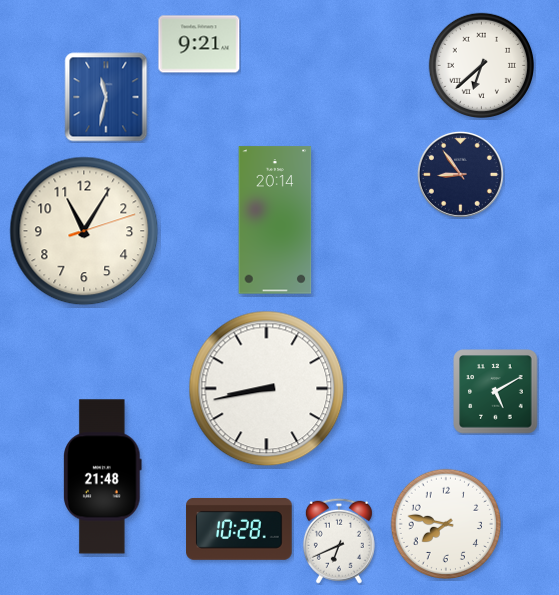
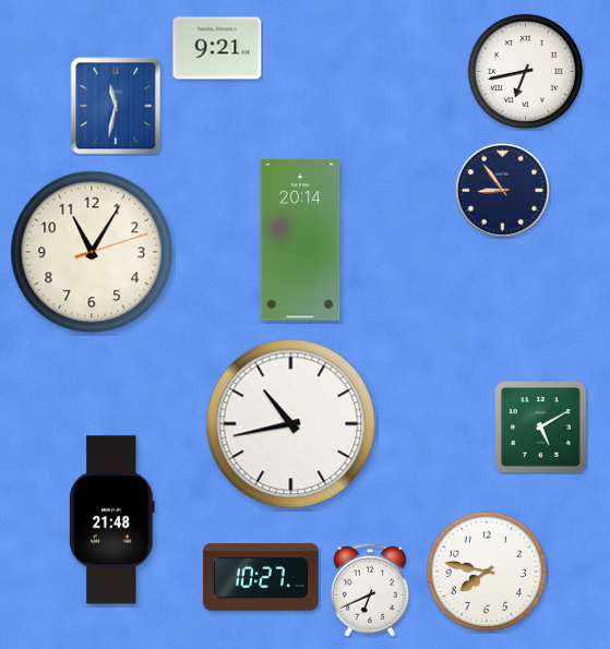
clock at (481, 65): 6:38 -> 6:43
clock at (267, 389): 8:43 -> 10:43
clock at (239, 529): 10:28 -> 10:27
